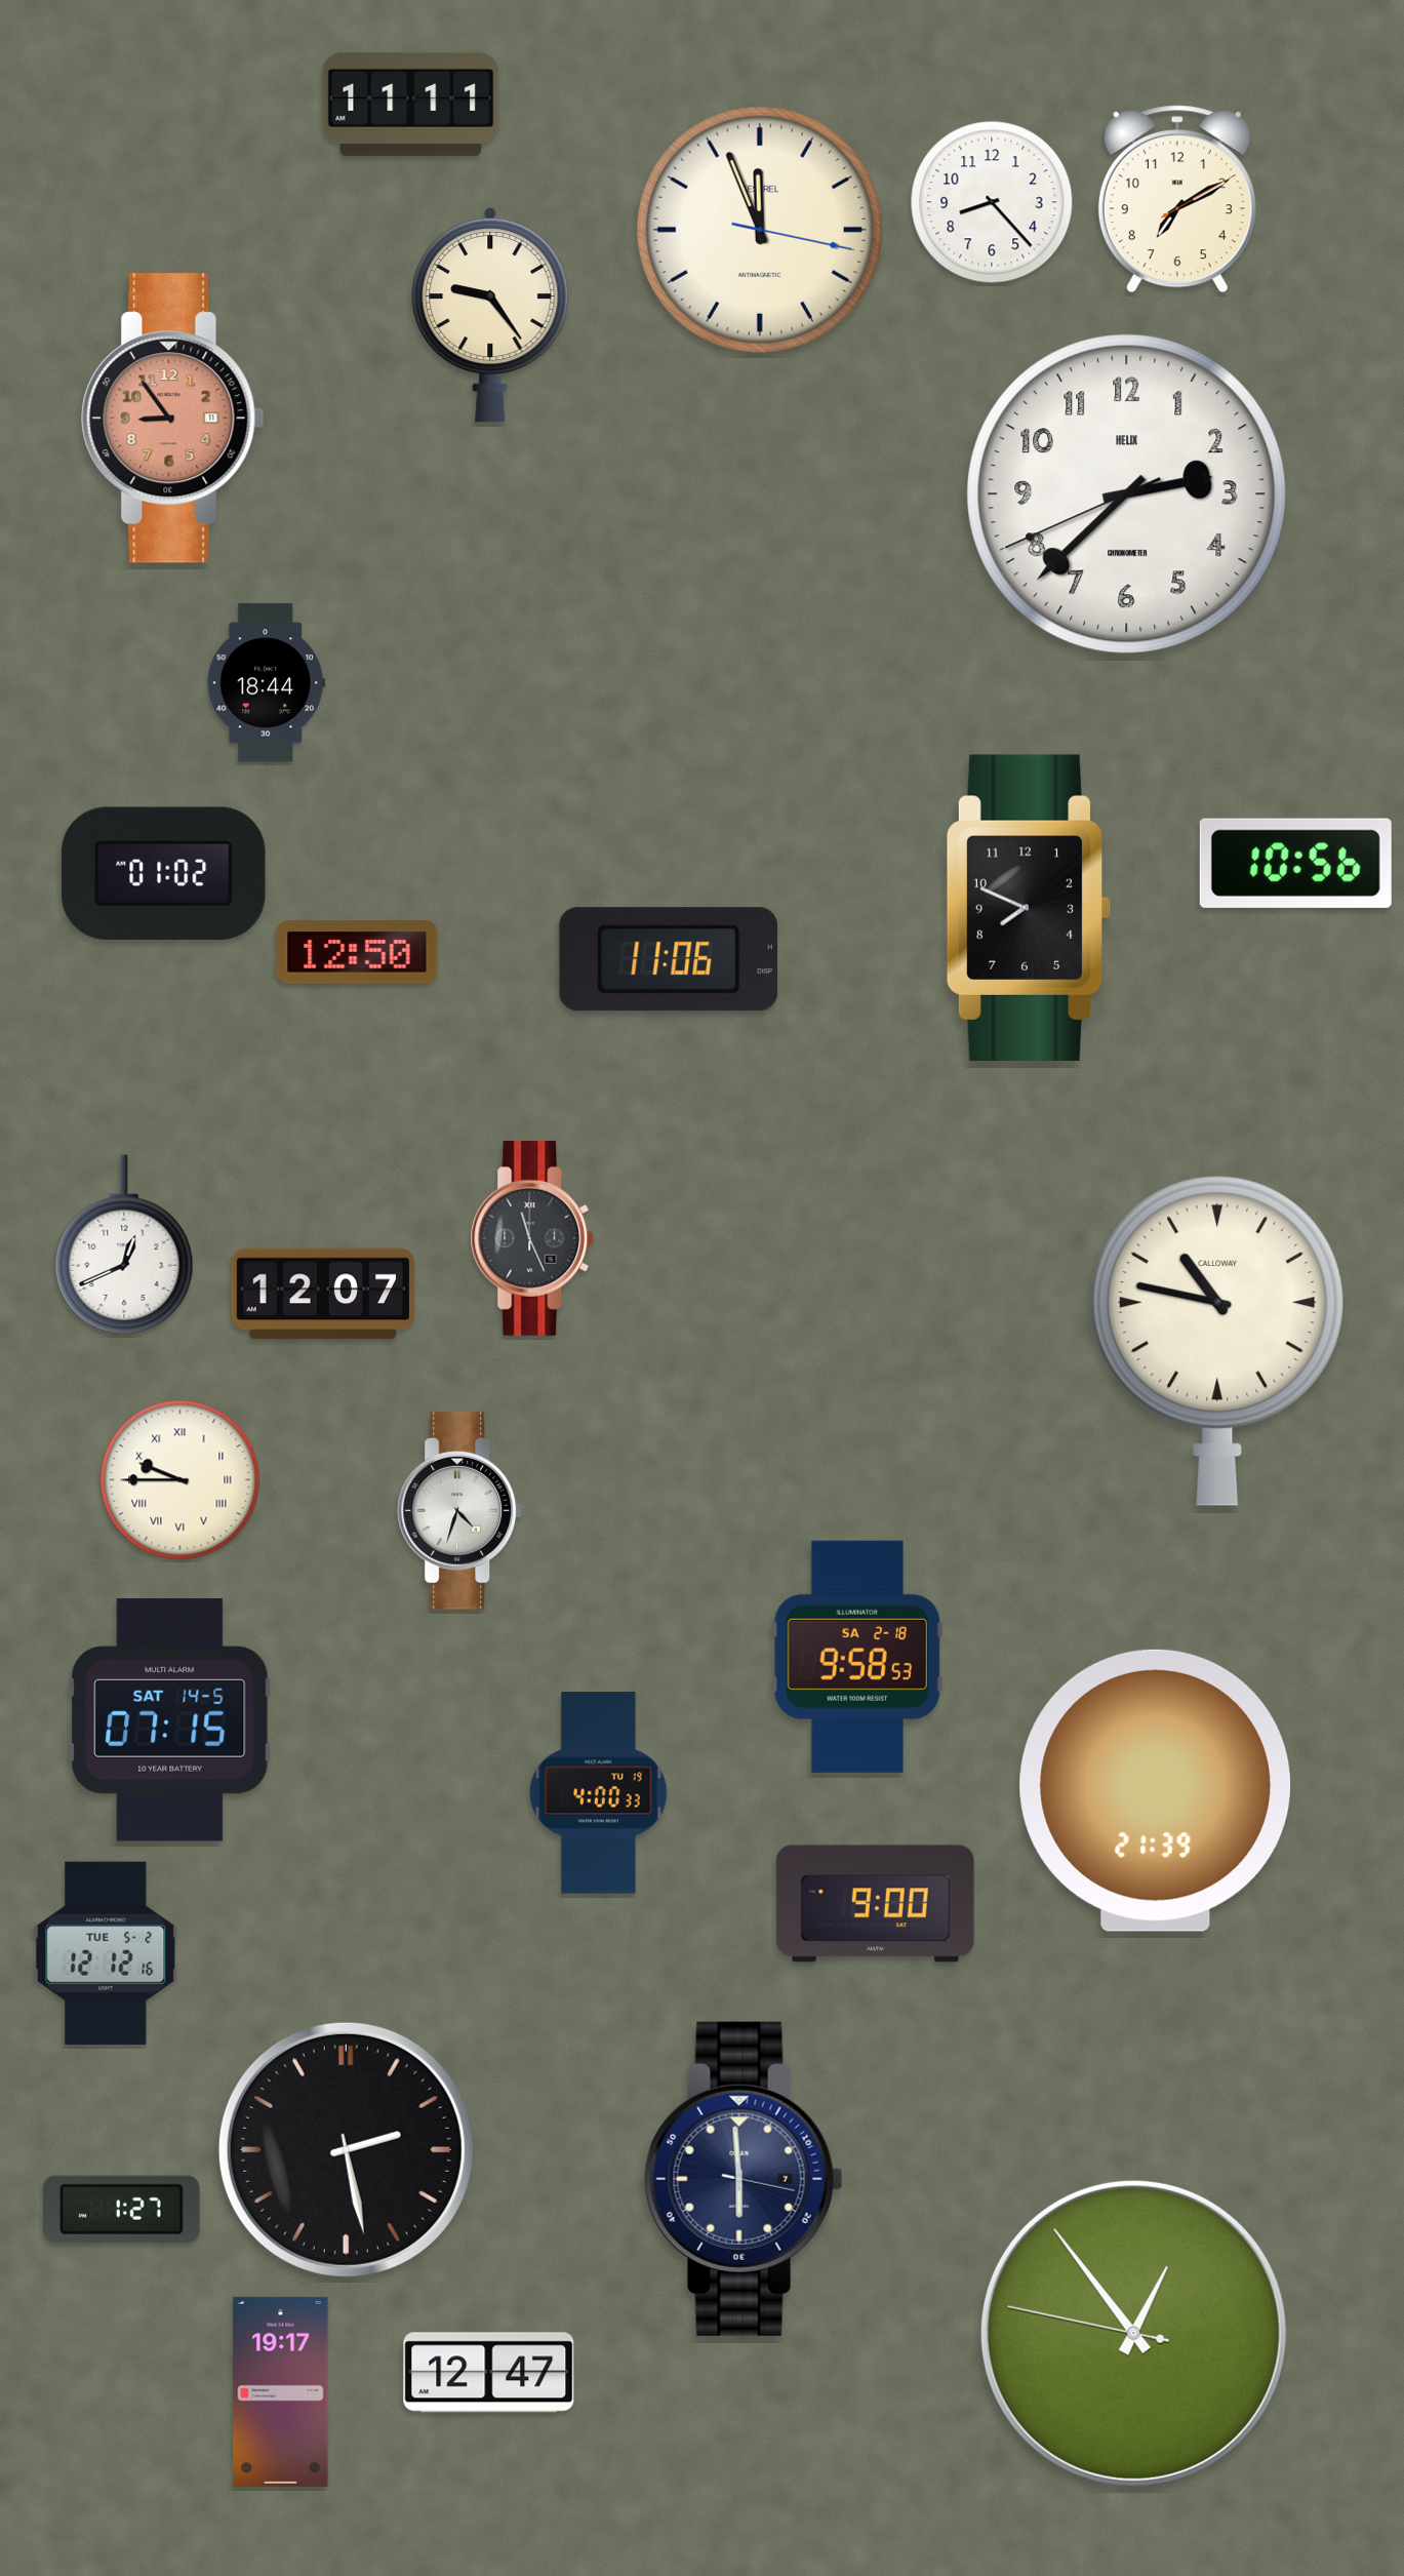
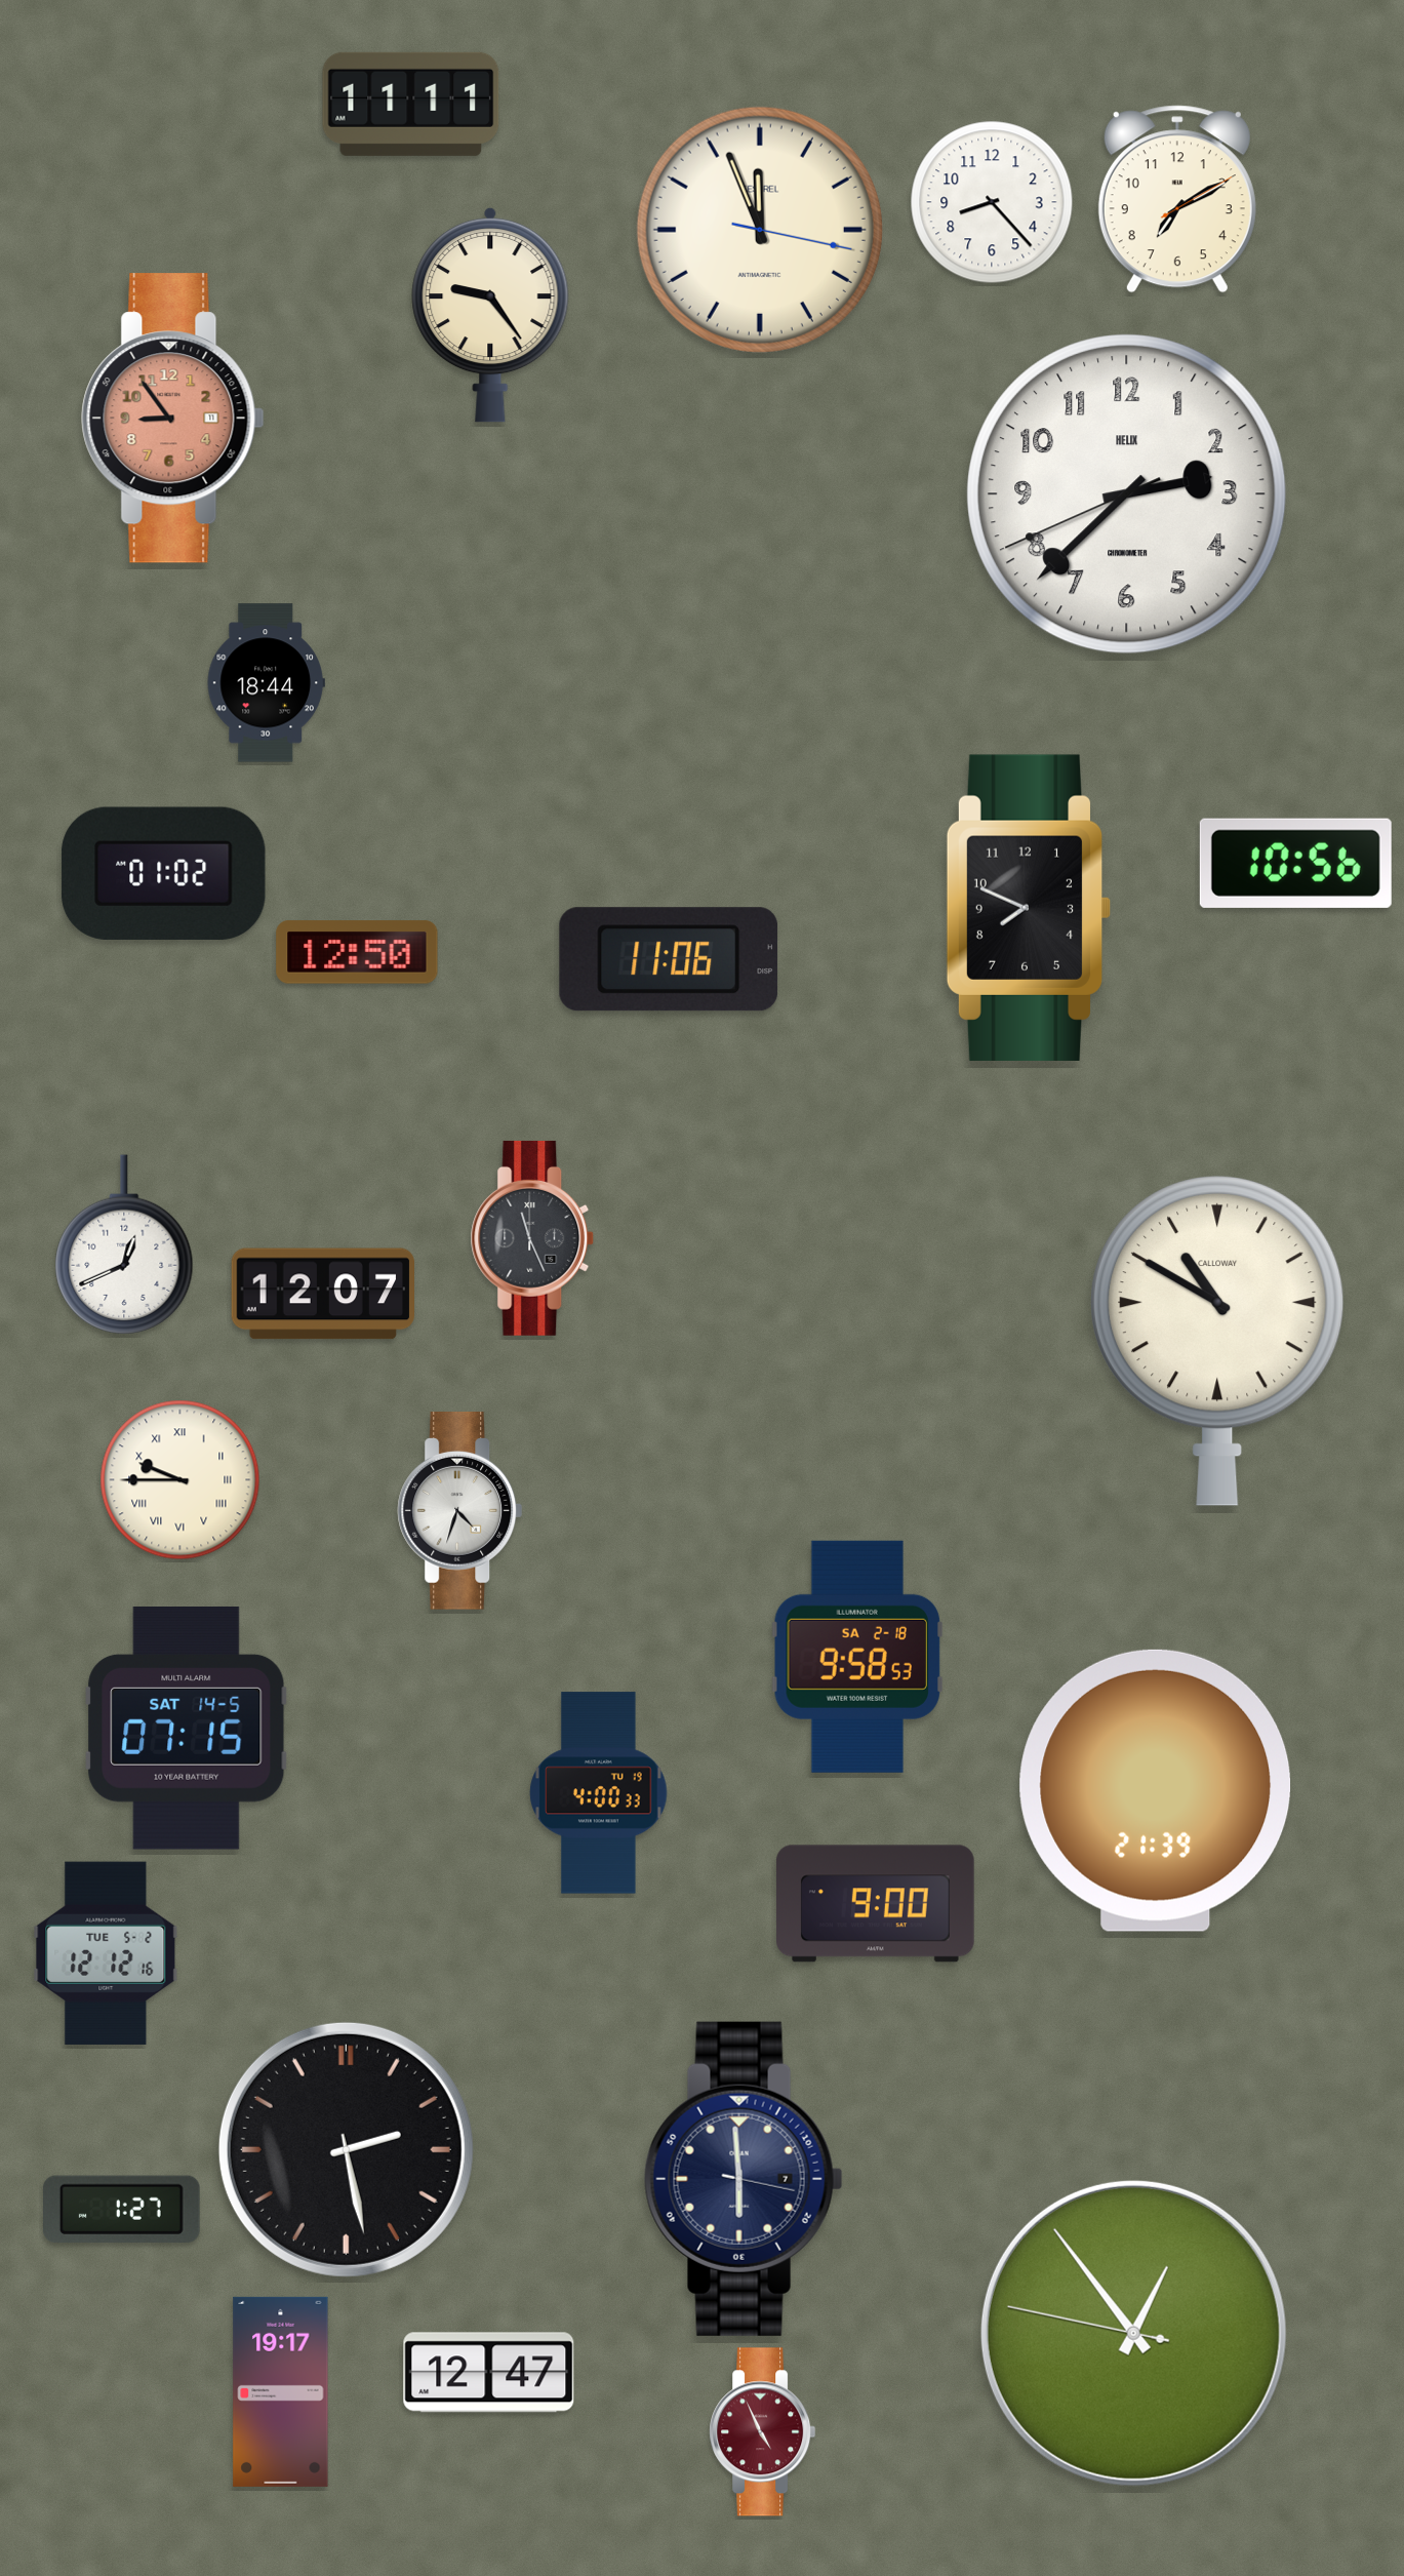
clock at (1217, 1341): 10:47 -> 10:50
clock at (170, 1720) position: (170, 1720) -> (187, 1729)
clock at (763, 2432): none -> 4:56
